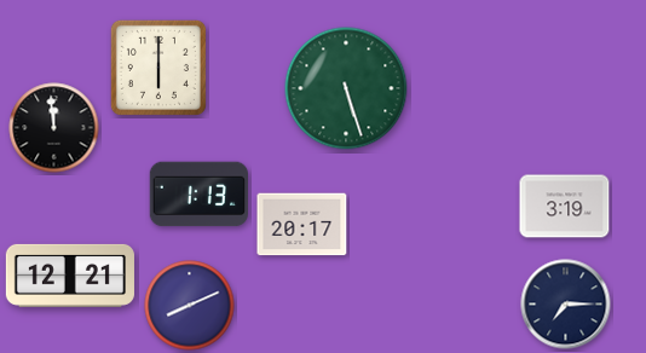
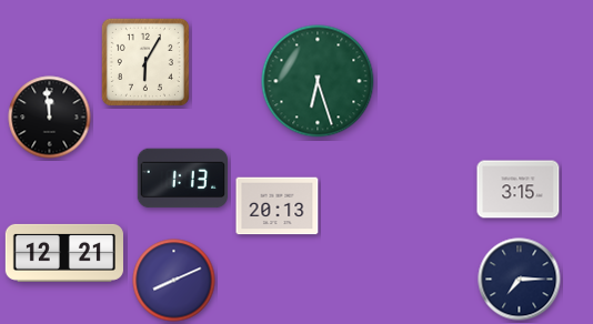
clock at (158, 68): 6:00 -> 6:05
clock at (346, 88): 5:27 -> 6:27
clock at (565, 207): 3:19 -> 3:15
clock at (302, 225): 20:17 -> 20:13
